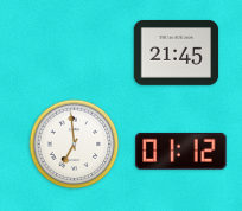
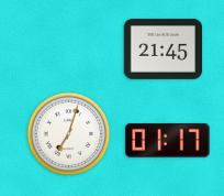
clock at (75, 145): 6:59 -> 7:03
clock at (181, 151): 01:12 -> 01:17
